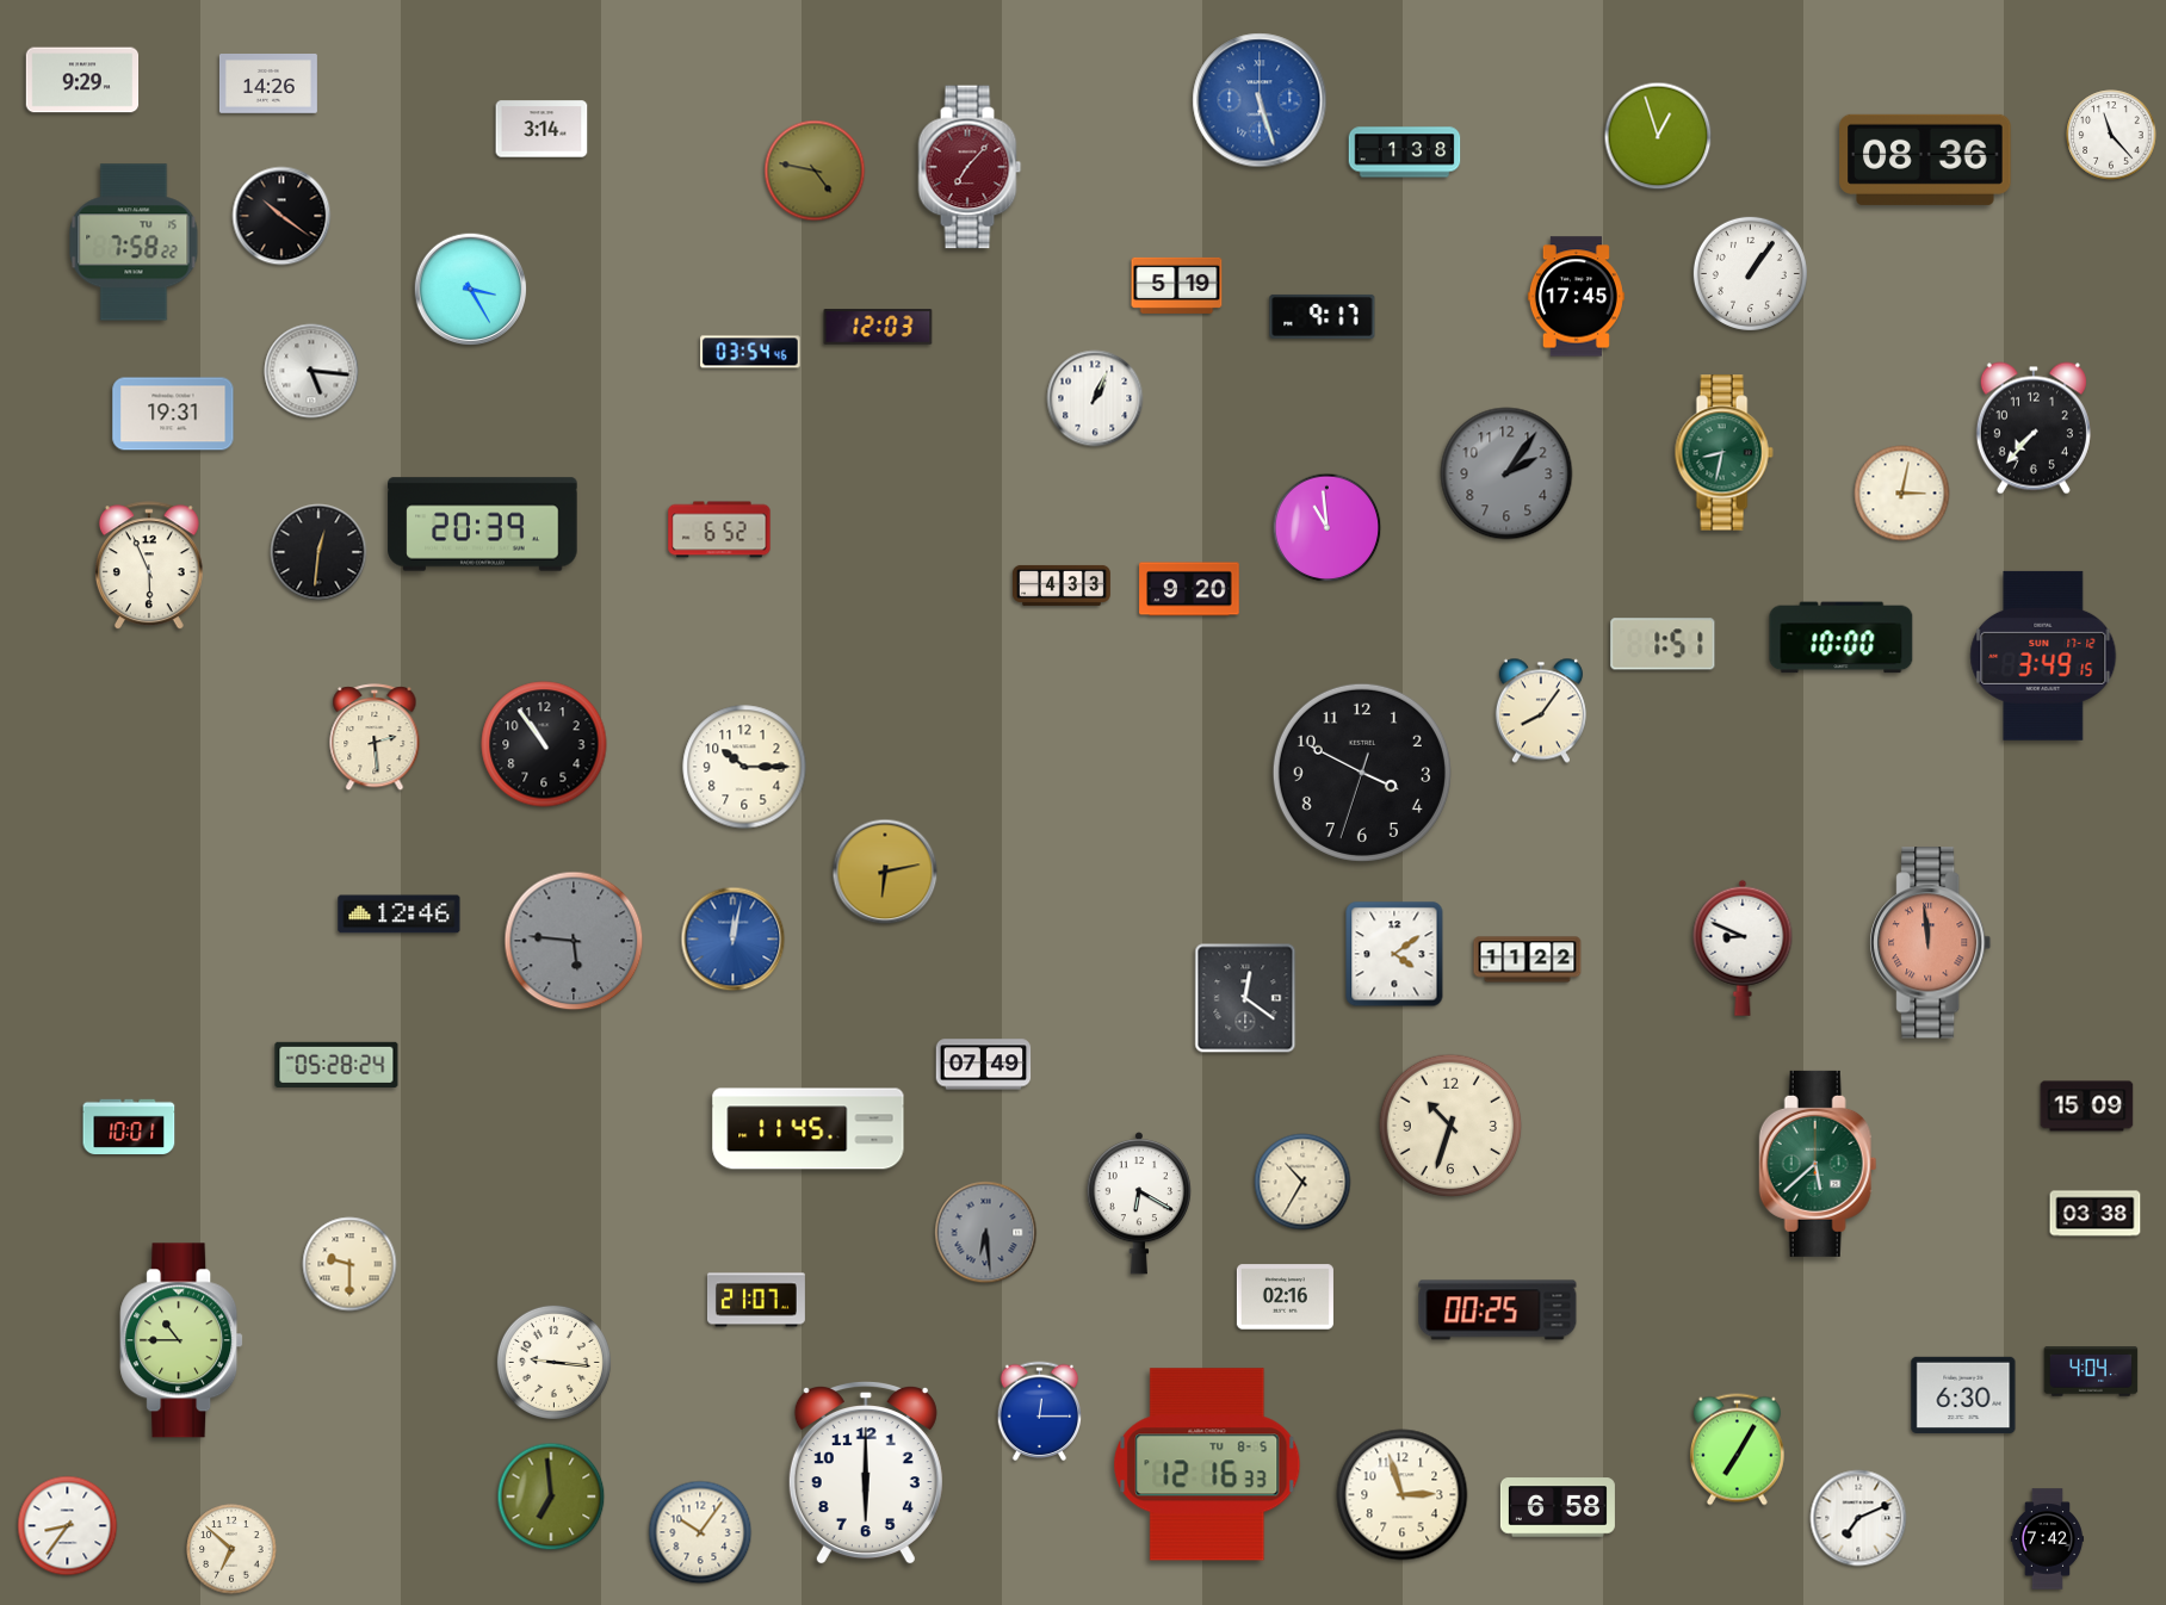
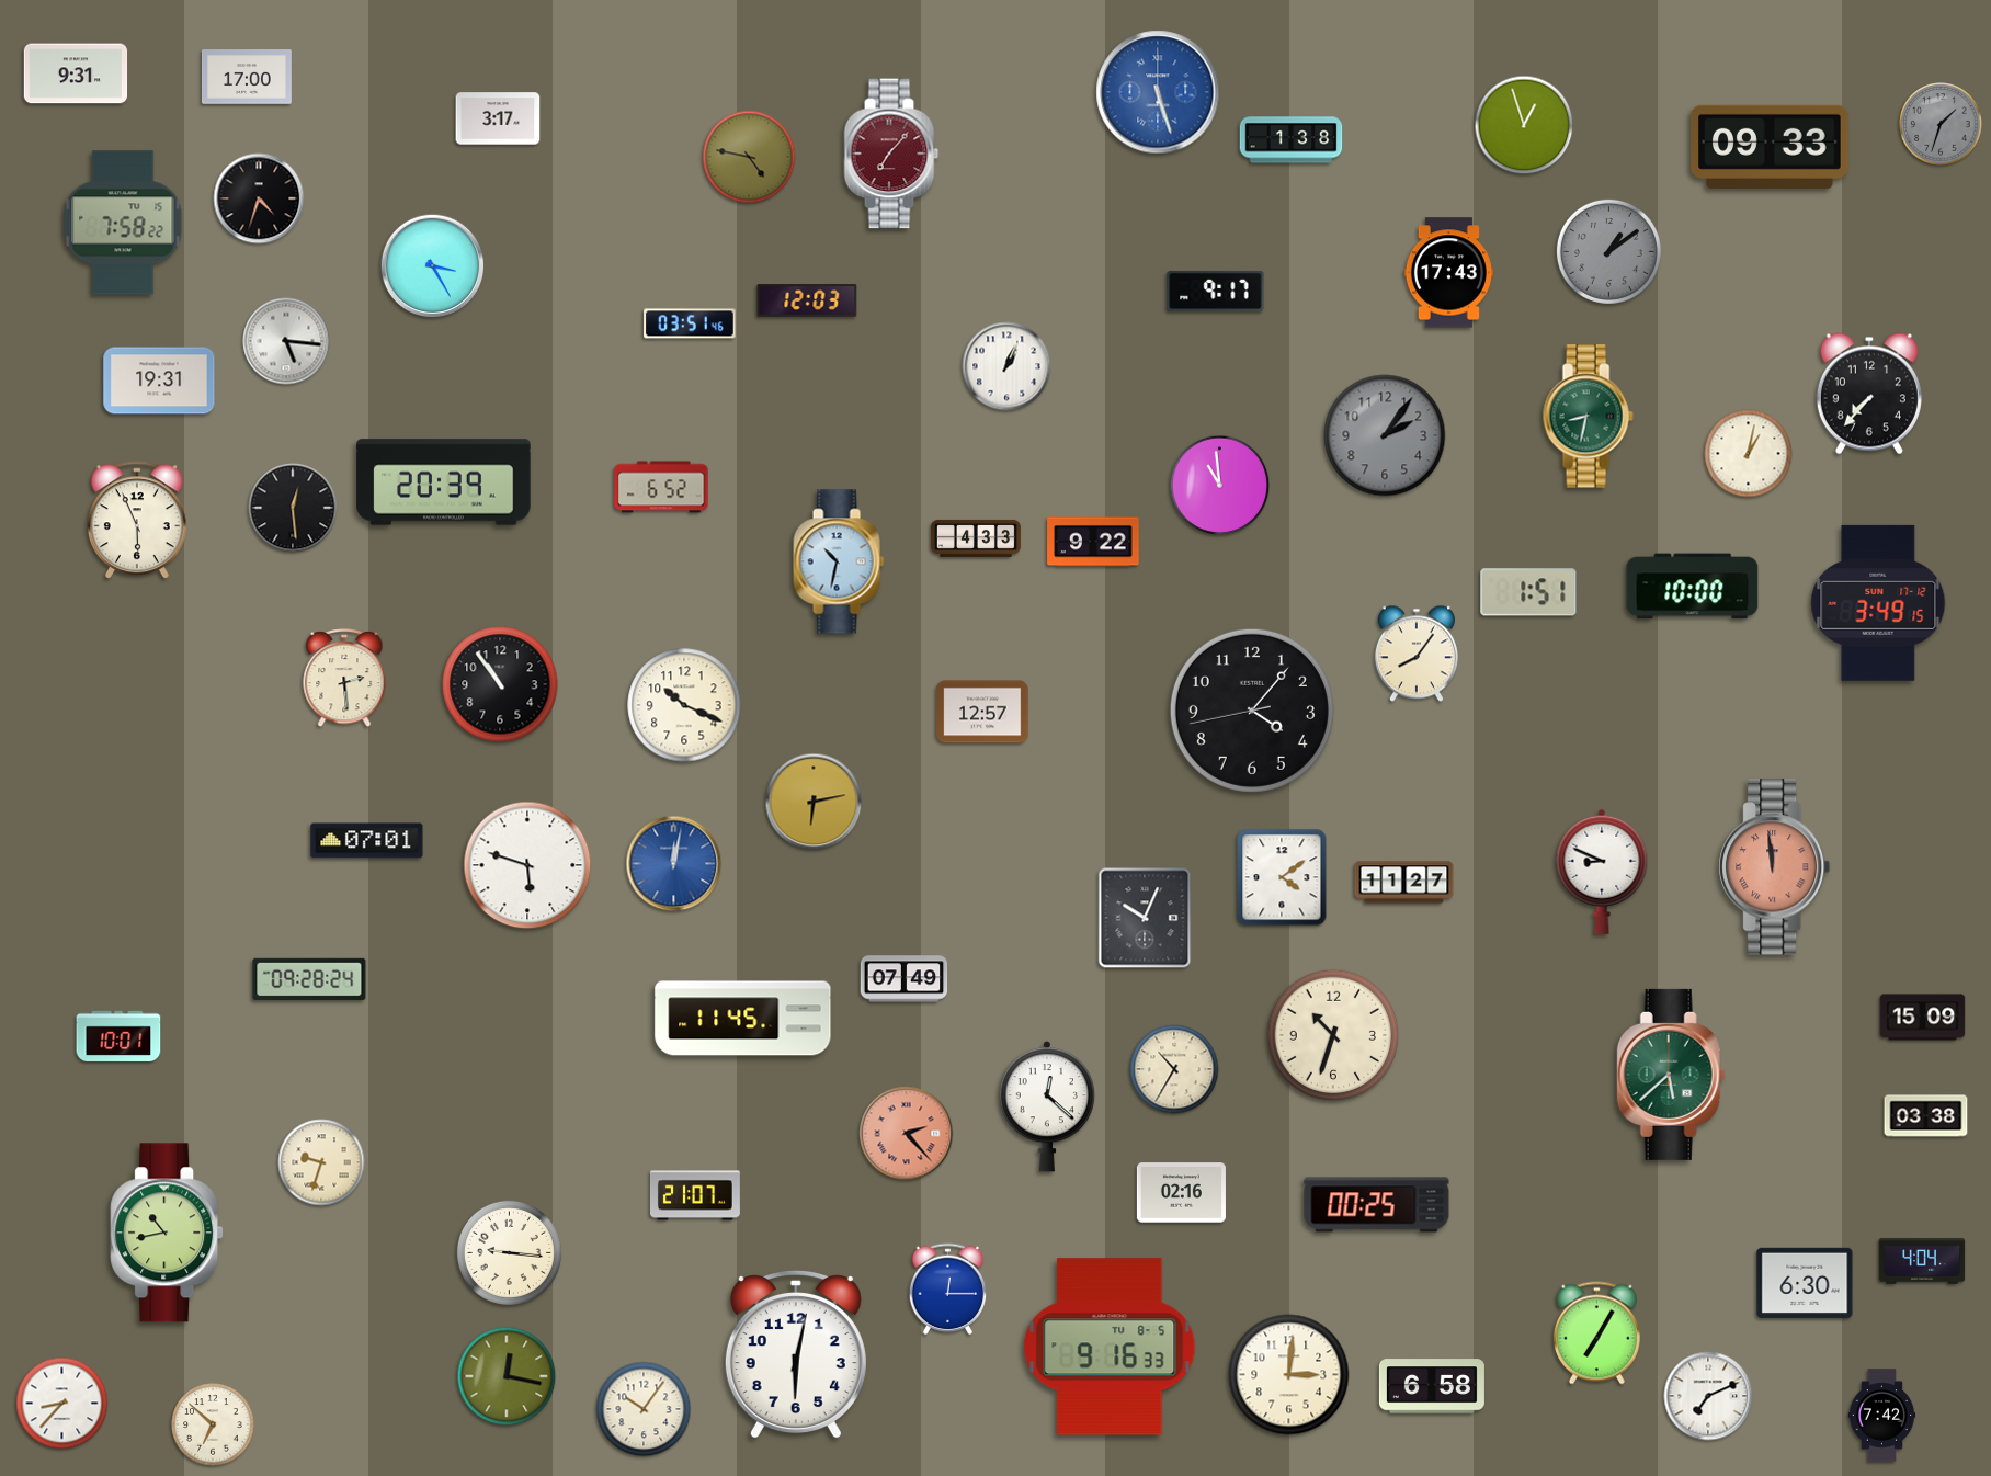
clock at (82, 80): 9:29 -> 9:31
clock at (268, 83): 14:26 -> 17:00
clock at (541, 129): 3:14 -> 3:17
clock at (2111, 135): 11:23 -> 1:33
clock at (2111, 135) dial: white -> grey
clock at (1925, 160): 08:36 -> 09:33
clock at (281, 216): 10:21 -> 4:33
clock at (1750, 273): 1:06 -> 1:09
clock at (1750, 273) dial: white -> grey
clock at (1177, 285): 5:19 -> none
clock at (1576, 297): 17:45 -> 17:43
clock at (750, 352): 03:54 -> 03:51
clock at (1723, 453) position: (1723, 453) -> (1588, 417)
clock at (1902, 494): 3:02 -> 1:02
clock at (318, 552): 12:31 -> 12:29
clock at (1189, 589): 9:20 -> 9:22
clock at (839, 561): none -> 10:32
clock at (744, 767): 10:15 -> 10:19
clock at (1362, 773): 3:49 -> 4:06
clock at (982, 712): none -> 12:57
clock at (400, 915): 12:46 -> 07:01
clock at (574, 941): 5:46 -> 5:48
clock at (574, 941) dial: grey -> white
clock at (1528, 960): 11:22 -> 11:27
clock at (1245, 998): 12:21 -> 10:04
clock at (336, 1064): 05:28 -> 09:28
clock at (2087, 1107) position: (2087, 1107) -> (1923, 1018)
clock at (809, 1129) position: (809, 1129) -> (743, 1019)
clock at (1818, 1164) position: (1818, 1164) -> (1671, 1075)
clock at (1302, 1182) position: (1302, 1182) -> (1174, 1069)
clock at (1138, 1204): 6:20 -> 12:22
clock at (986, 1233): 6:29 -> 2:23
clock at (986, 1233) dial: grey -> salmon
clock at (349, 1264): 9:30 -> 9:33
clock at (181, 1340): 10:45 -> 10:43
clock at (1040, 1412) position: (1040, 1412) -> (948, 1290)
clock at (1207, 1464): 12:16 -> 9:16
clock at (866, 1473): 6:00 -> 6:02
clock at (1403, 1495): 2:57 -> 3:01
clock at (551, 1496): 6:59 -> 12:17
clock at (68, 1526): 8:36 -> 8:37
